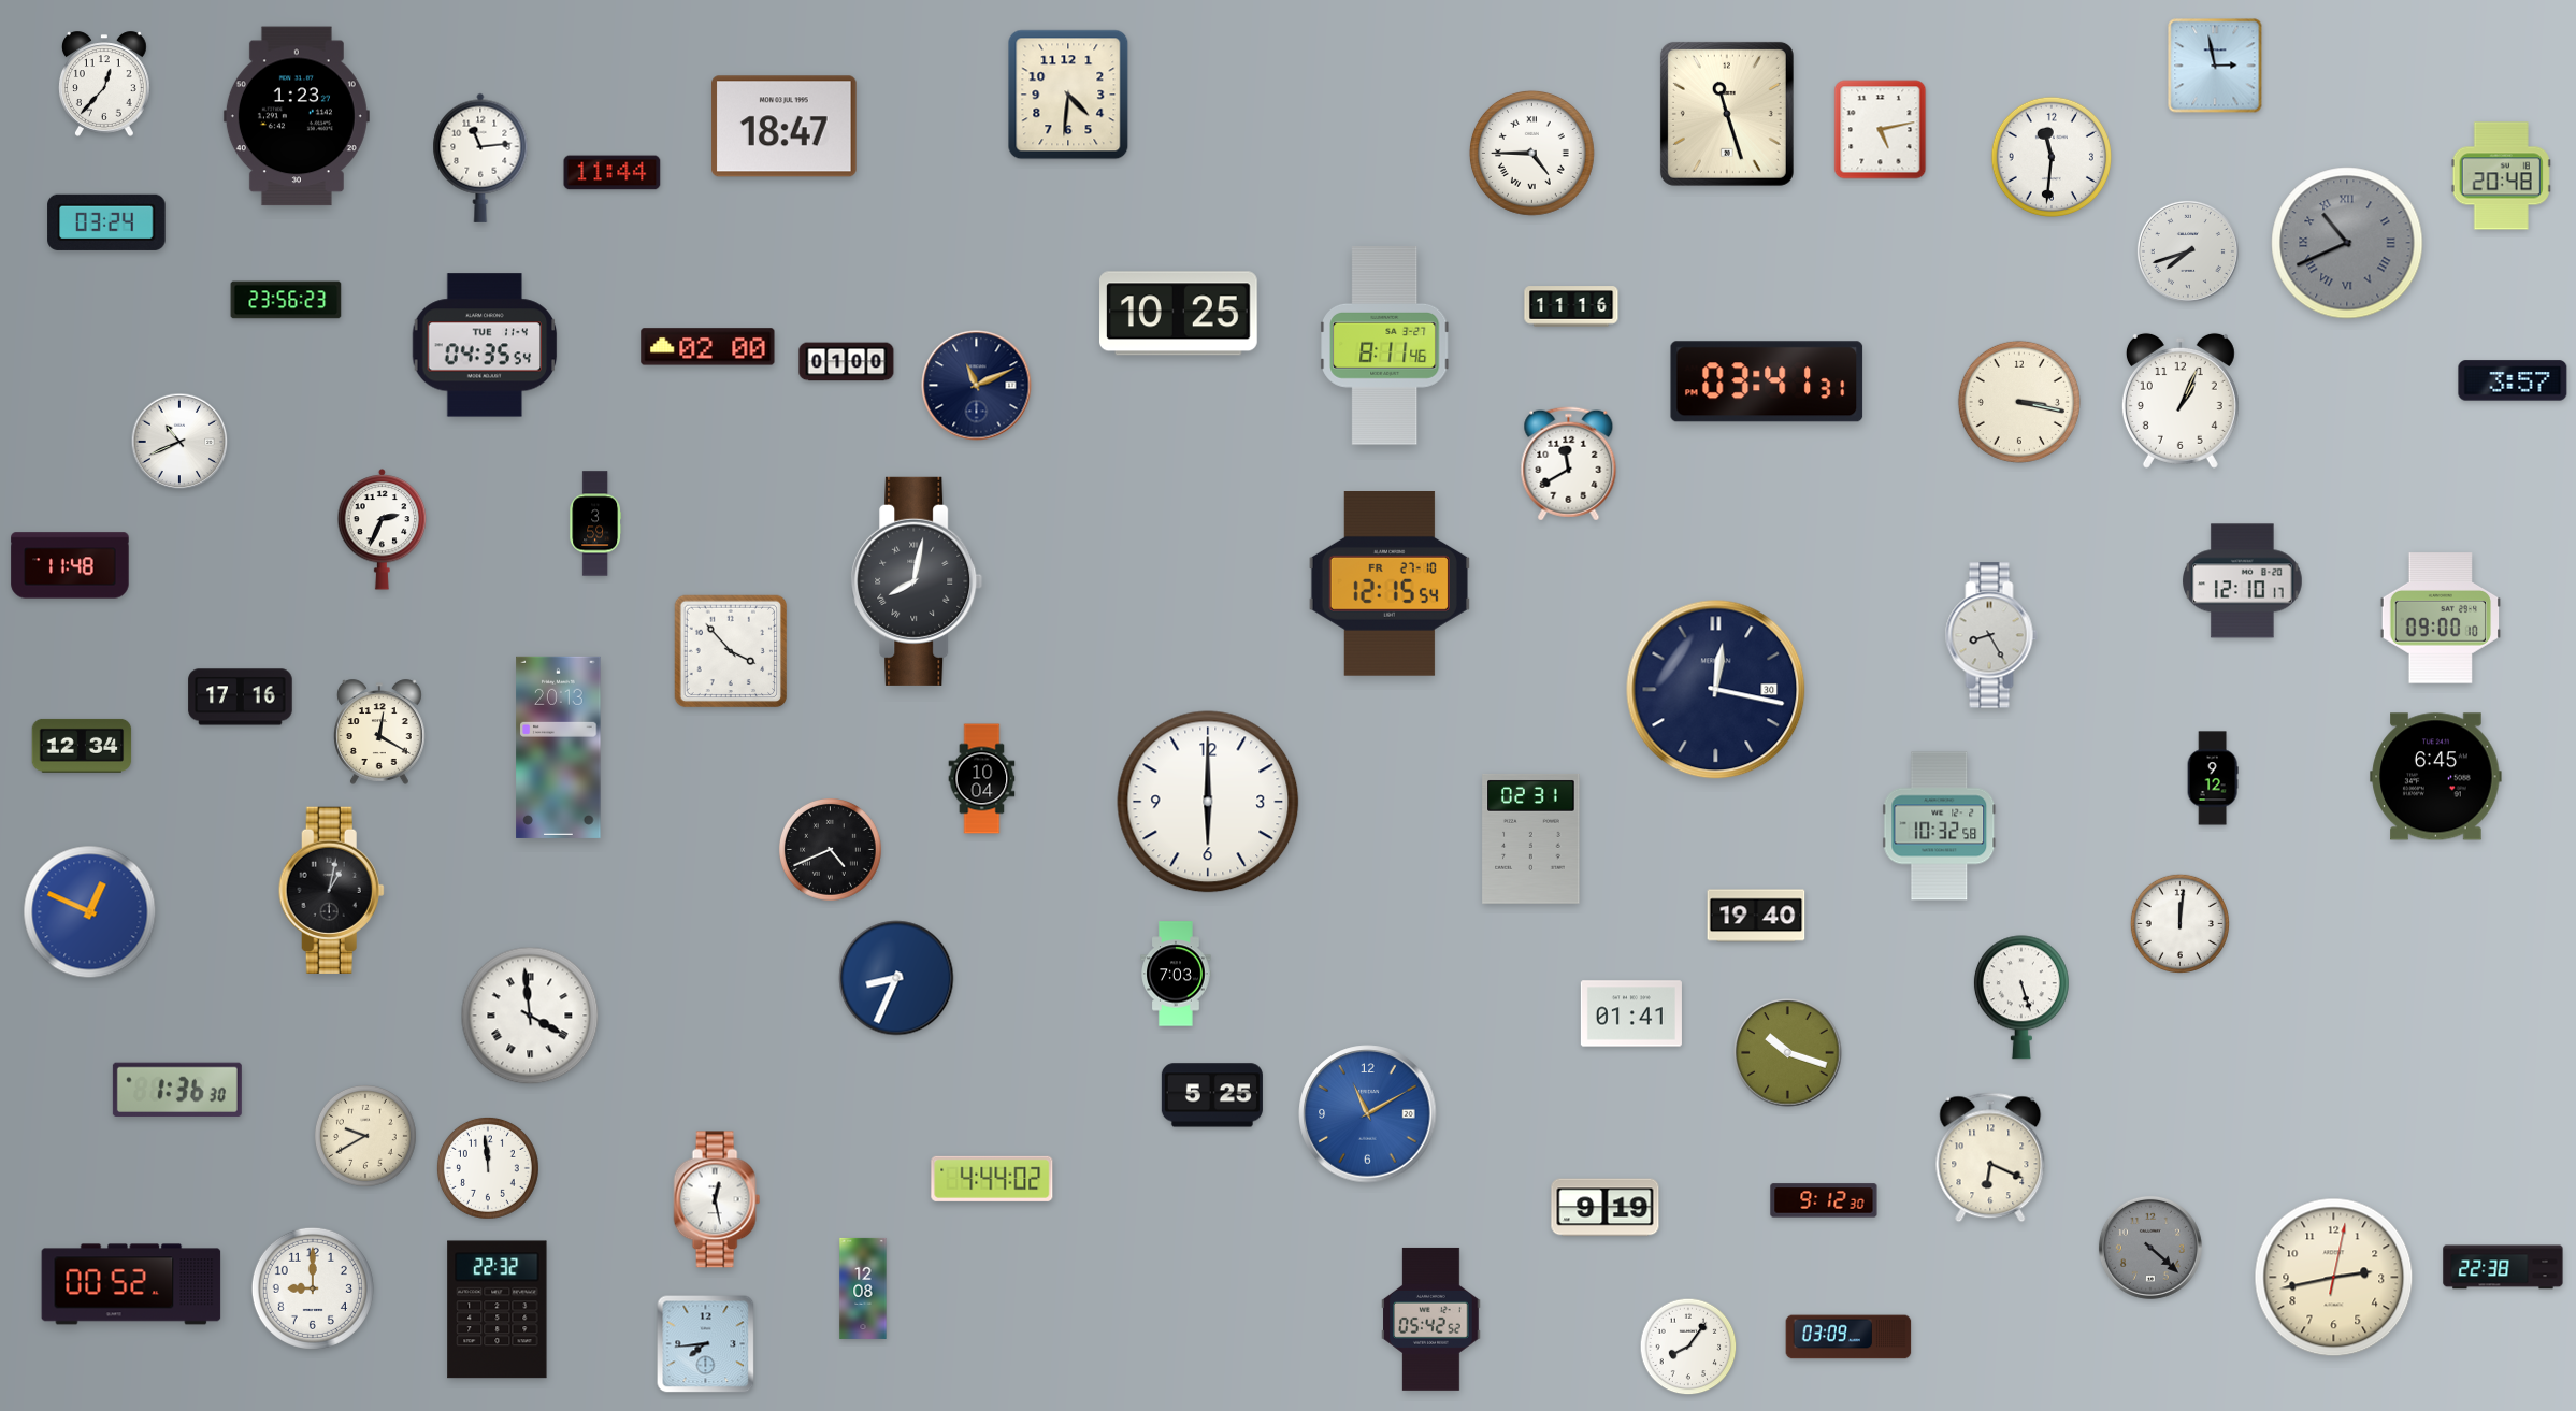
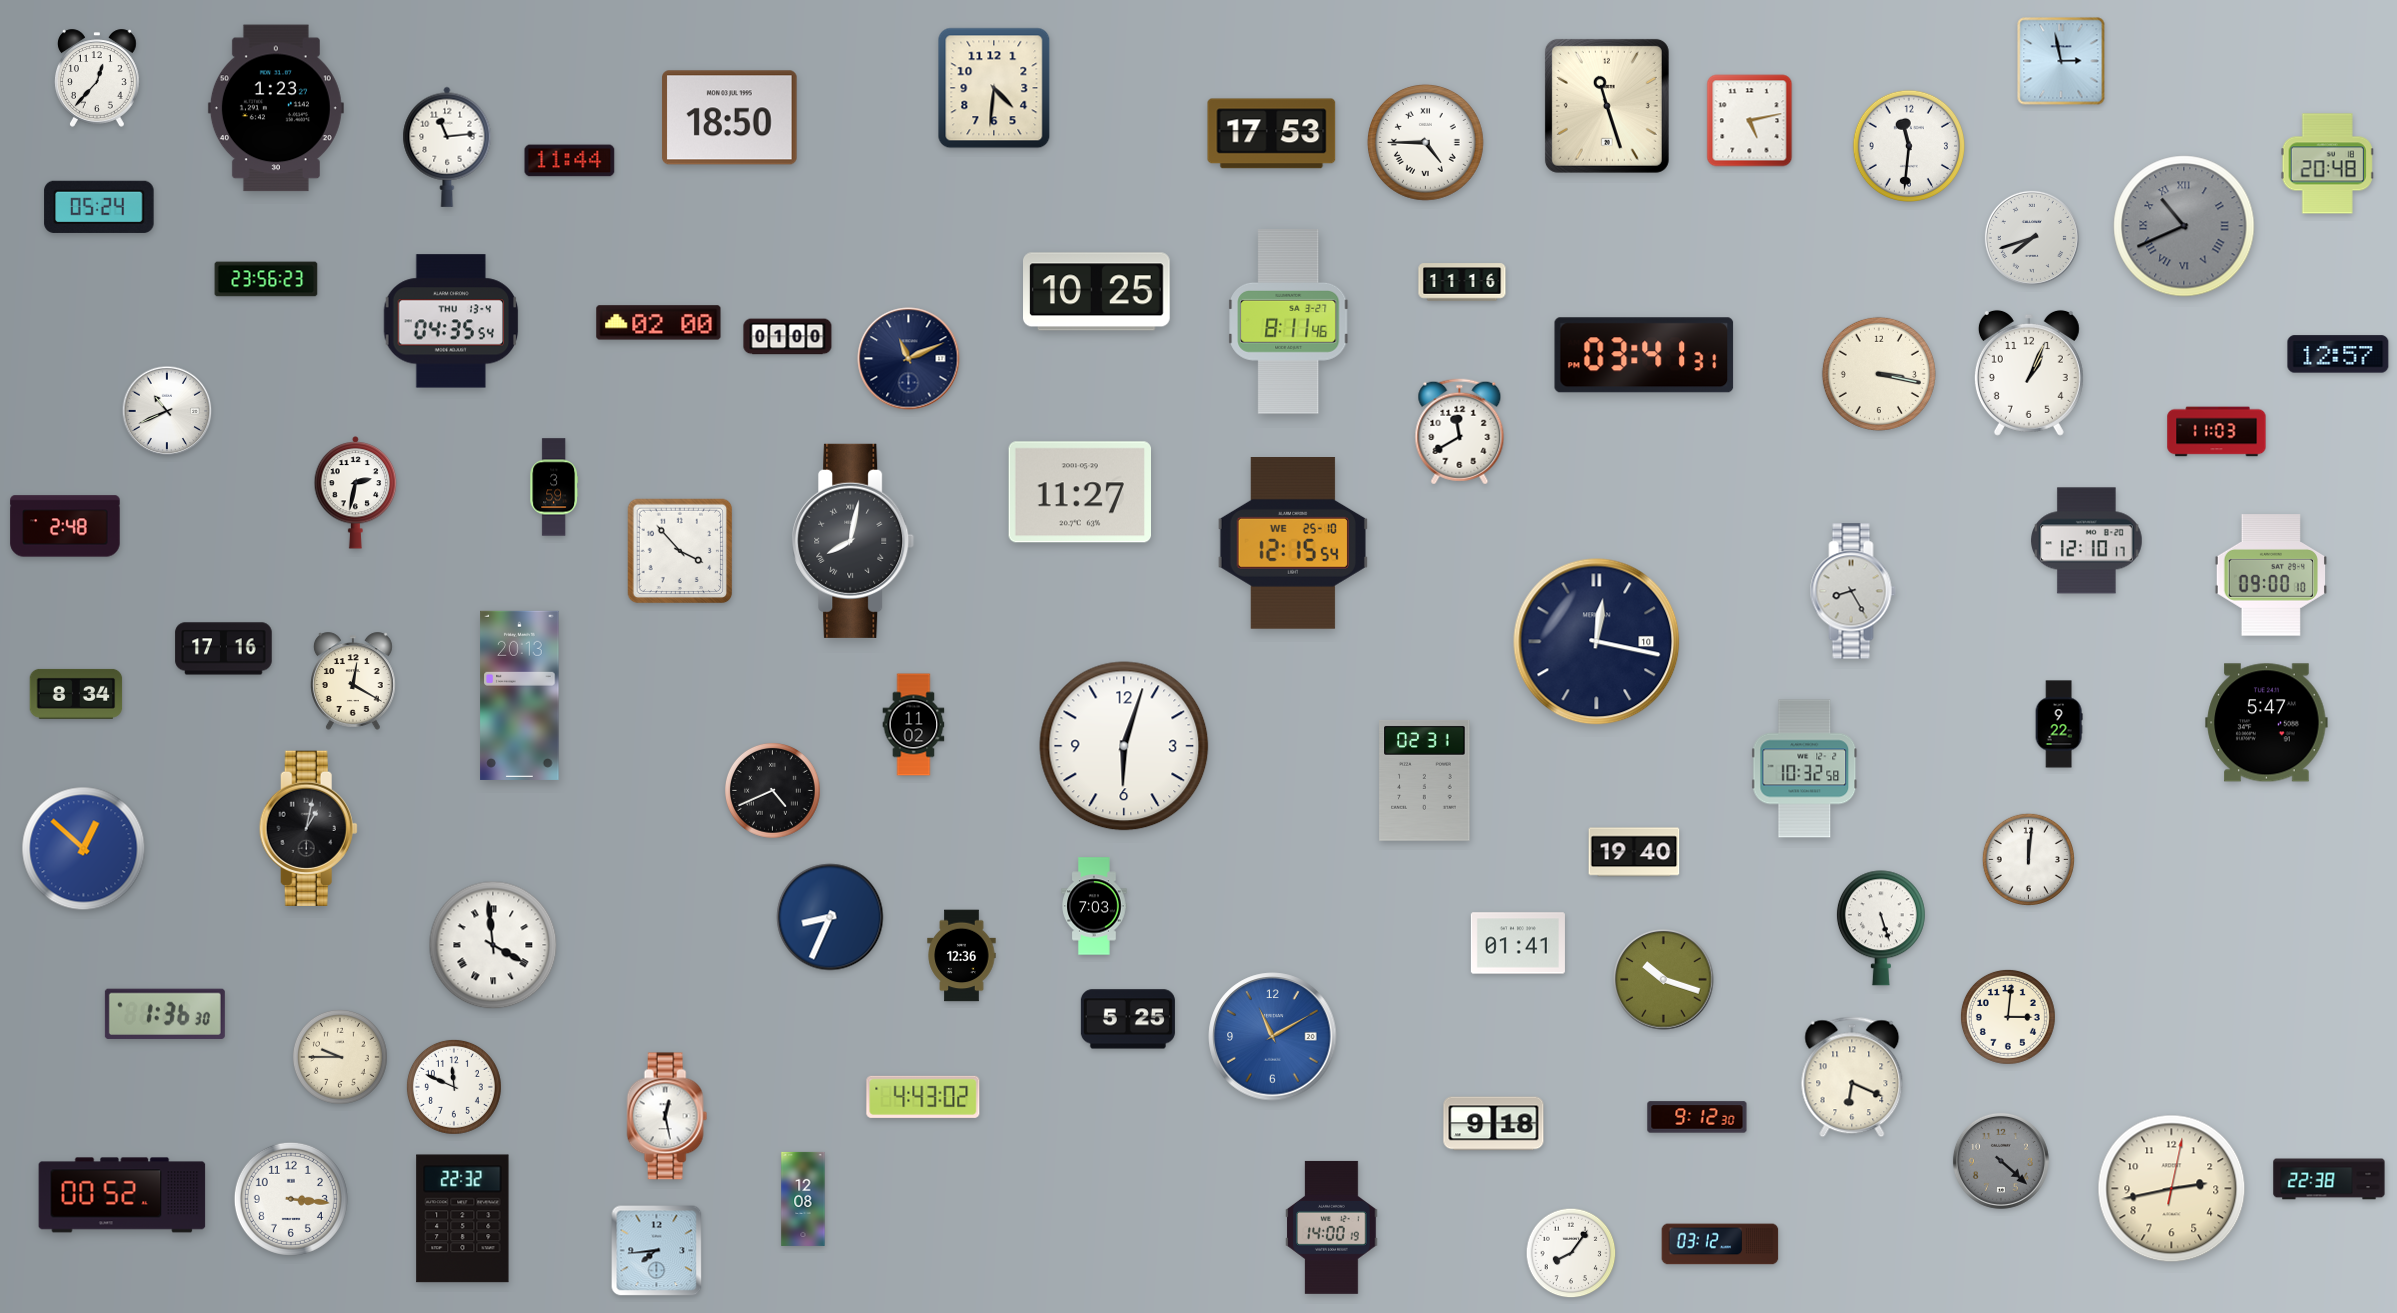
clock at (785, 127): 18:47 -> 18:50
clock at (1272, 134): none -> 17:53
clock at (106, 222): 03:24 -> 05:24
clock at (2188, 251) position: (2188, 251) -> (2032, 238)
clock at (1571, 306) position: (1571, 306) -> (1462, 282)
clock at (485, 345) date: TUE 11-4 -> THU 13-4
clock at (2513, 380): 3:57 -> 12:57
clock at (2217, 432): none -> 11:03
clock at (383, 529): 2:34 -> 2:32
clock at (1079, 492): none -> 11:27
clock at (70, 565): 11:48 -> 2:48
clock at (1390, 585) date: FR 27-10 -> WE 25-10
clock at (731, 651) position: (731, 651) -> (680, 551)
clock at (1716, 690) date: 30 -> 10
clock at (82, 746): 12:34 -> 8:34
clock at (2436, 777): 6:45 -> 5:47
clock at (2213, 778): 9:12 -> 9:22
clock at (982, 779): 10:04 -> 11:02
clock at (1208, 802): 6:00 -> 6:03
clock at (90, 912): 12:49 -> 12:52
clock at (896, 978) position: (896, 978) -> (830, 917)
clock at (962, 956): none -> 12:36
clock at (2008, 1017): none -> 3:01
clock at (365, 1136): 9:40 -> 9:45
clock at (488, 1168): 11:59 -> 11:49
clock at (992, 1179): 4:44 -> 4:43
clock at (1606, 1208): 9:19 -> 9:18
clock at (313, 1288): 9:00 -> 3:16
clock at (1431, 1319): 05:42 -> 14:00
clock at (1848, 1337): 03:09 -> 03:12
